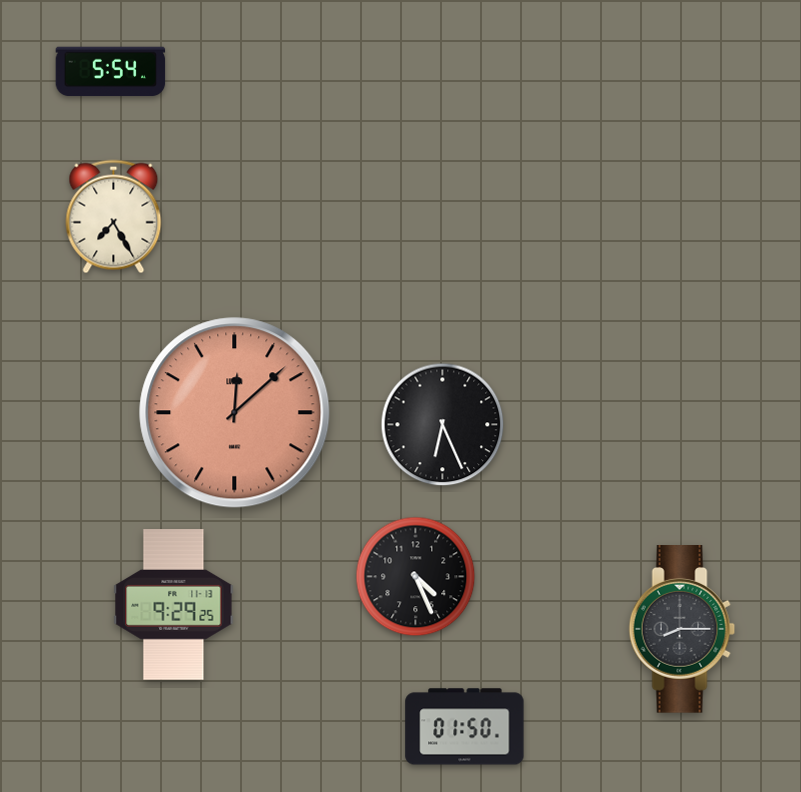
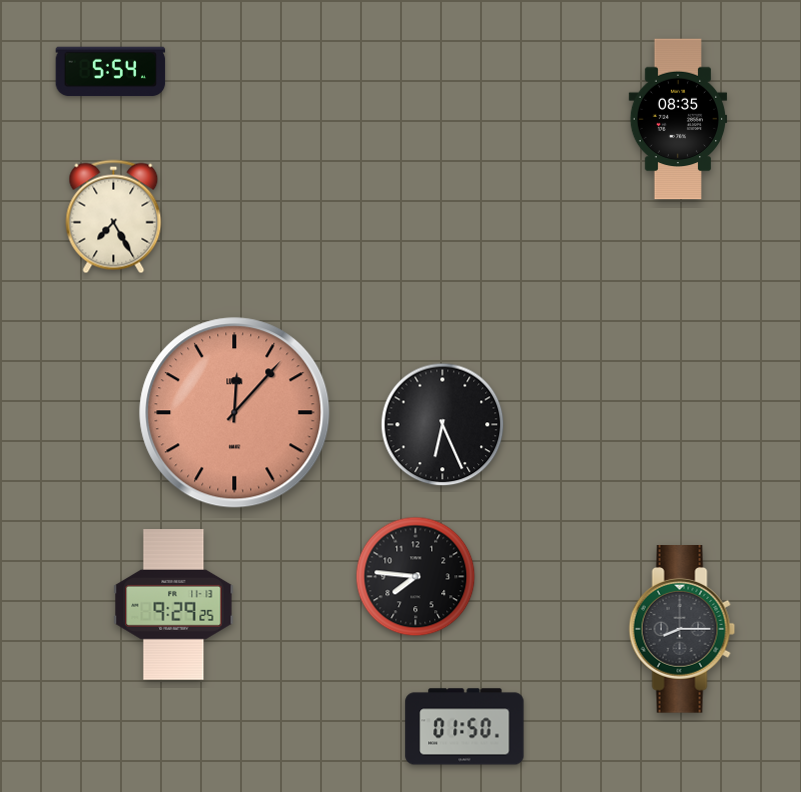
clock at (678, 119): none -> 08:35
clock at (235, 413): 12:08 -> 12:07
clock at (416, 577): 4:26 -> 7:46
